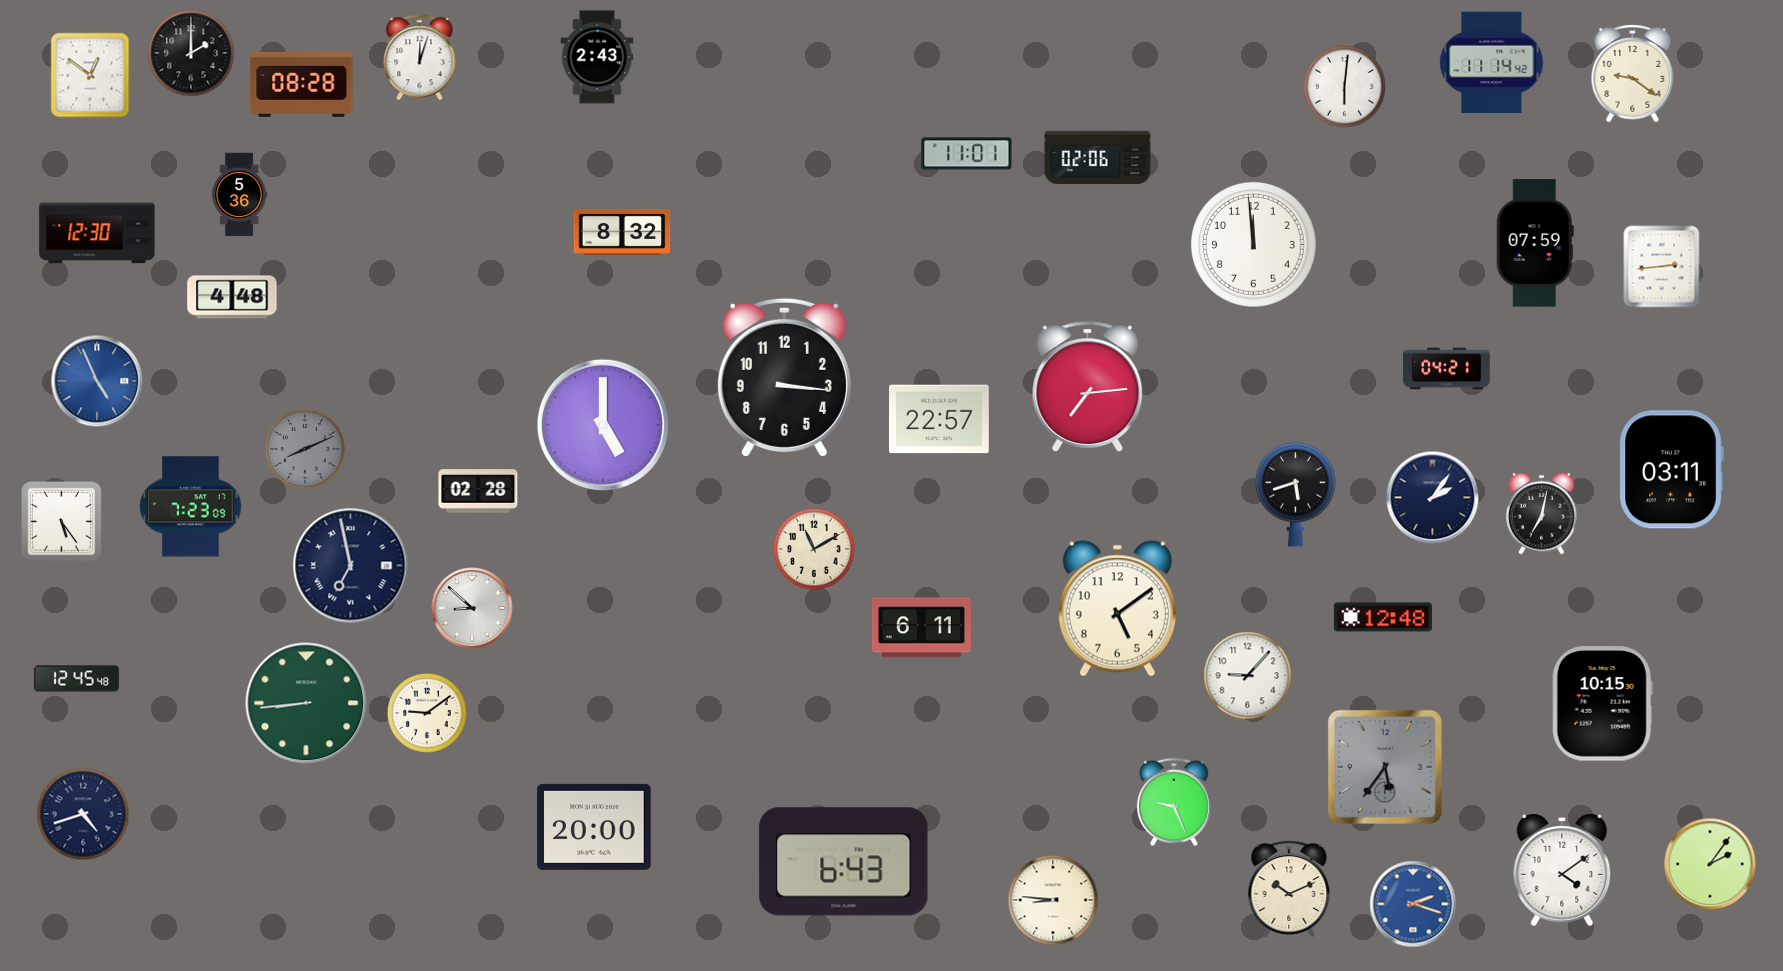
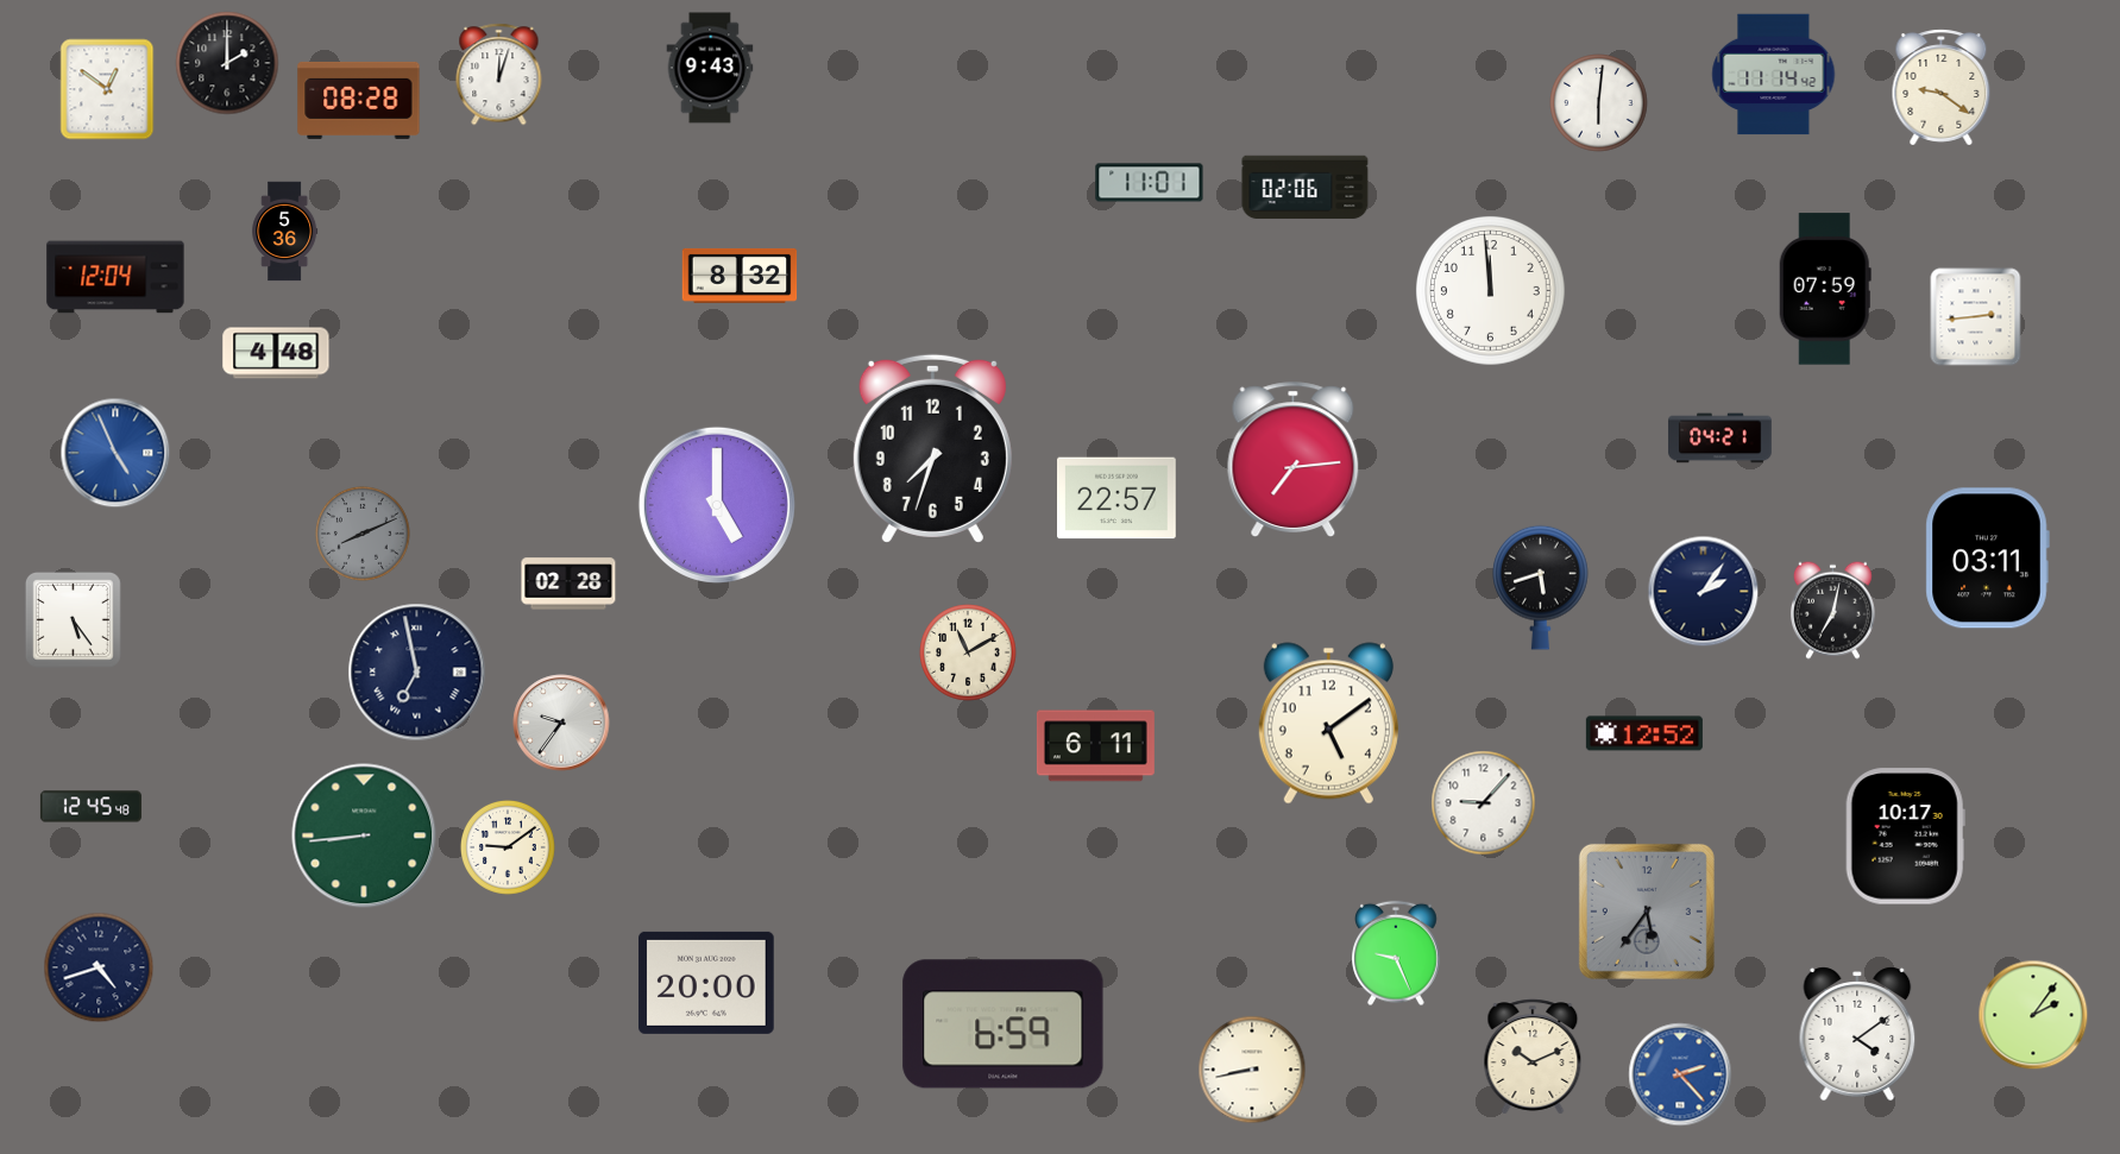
clock at (597, 57): 2:43 -> 9:43
clock at (420, 58) position: (420, 58) -> (499, 75)
clock at (97, 233): 12:30 -> 12:04
clock at (784, 377): 3:16 -> 7:33
clock at (191, 507): 7:23 -> none
clock at (472, 608): 8:52 -> 9:36
clock at (1383, 617): 12:48 -> 12:52
clock at (1602, 704): 10:15 -> 10:17
clock at (844, 862): 6:43 -> 6:59
clock at (1710, 864) position: (1710, 864) -> (2033, 1015)
clock at (1053, 900): 8:46 -> 8:43
clock at (1413, 904): 2:18 -> 2:23
